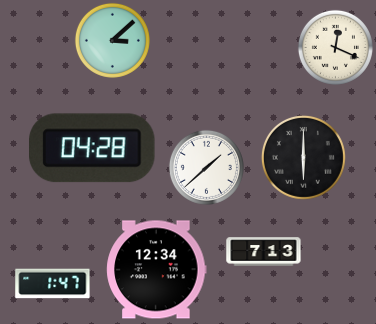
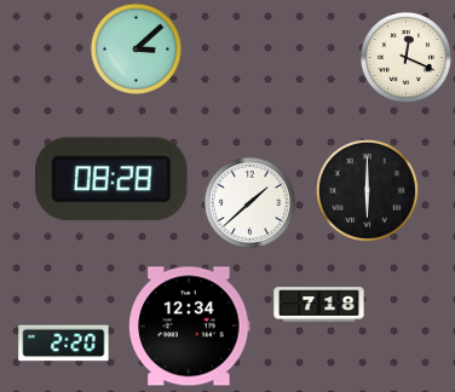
clock at (93, 148): 04:28 -> 08:28
clock at (264, 252): 7:13 -> 7:18
clock at (53, 284): 1:47 -> 2:20
